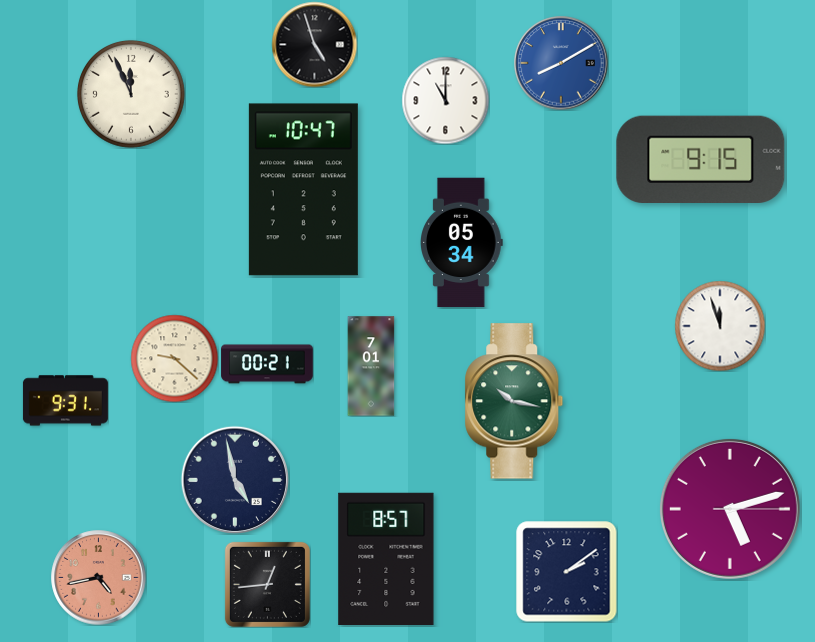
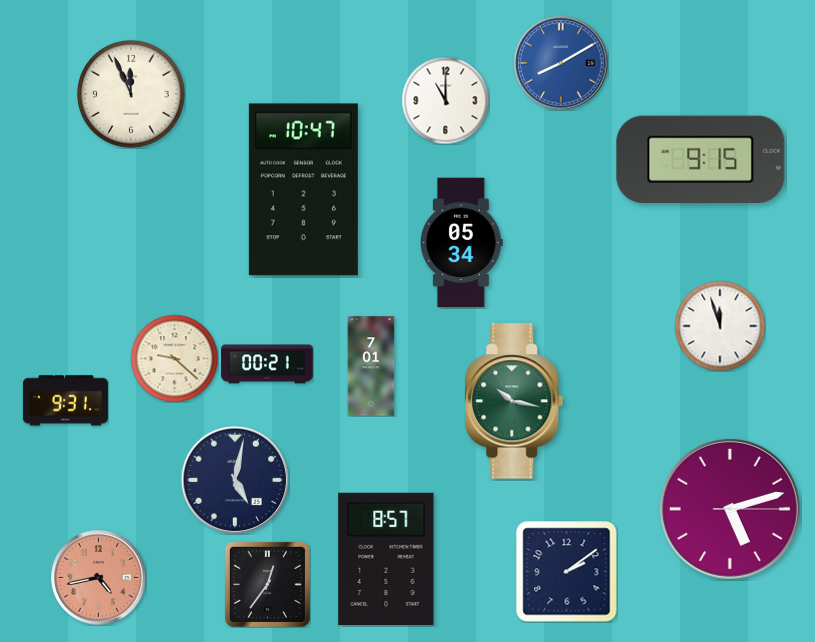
clock at (314, 44): 4:57 -> none
clock at (234, 479): 4:58 -> 5:02
clock at (267, 584): 12:44 -> 12:36
